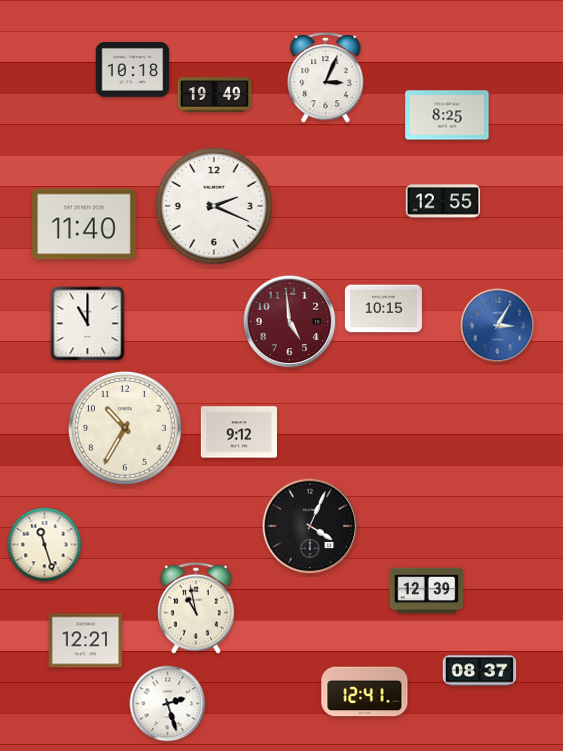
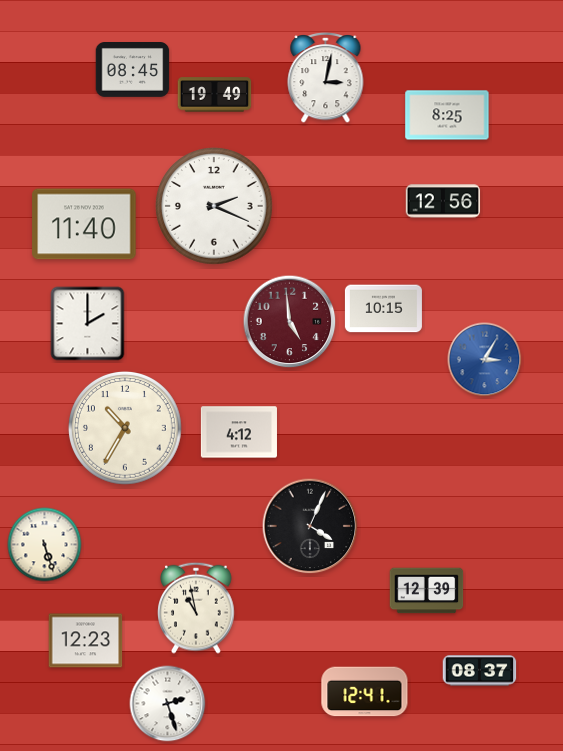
clock at (133, 70): 10:18 -> 08:45
clock at (326, 77): 3:04 -> 3:02
clock at (443, 201): 12:55 -> 12:56
clock at (88, 324): 11:00 -> 2:00
clock at (498, 326) position: (498, 326) -> (485, 360)
clock at (239, 432): 9:12 -> 4:12
clock at (45, 545): 11:27 -> 5:27
clock at (86, 641): 12:21 -> 12:23
